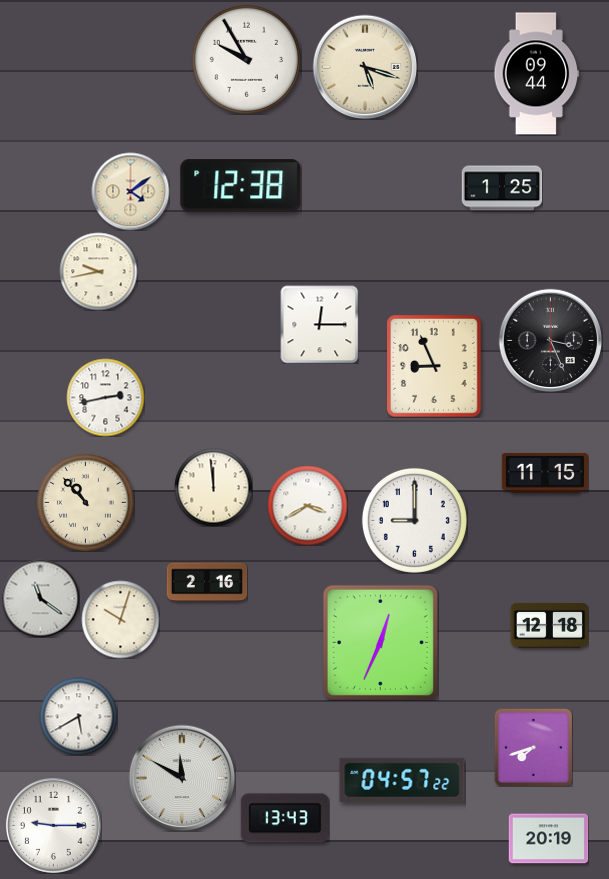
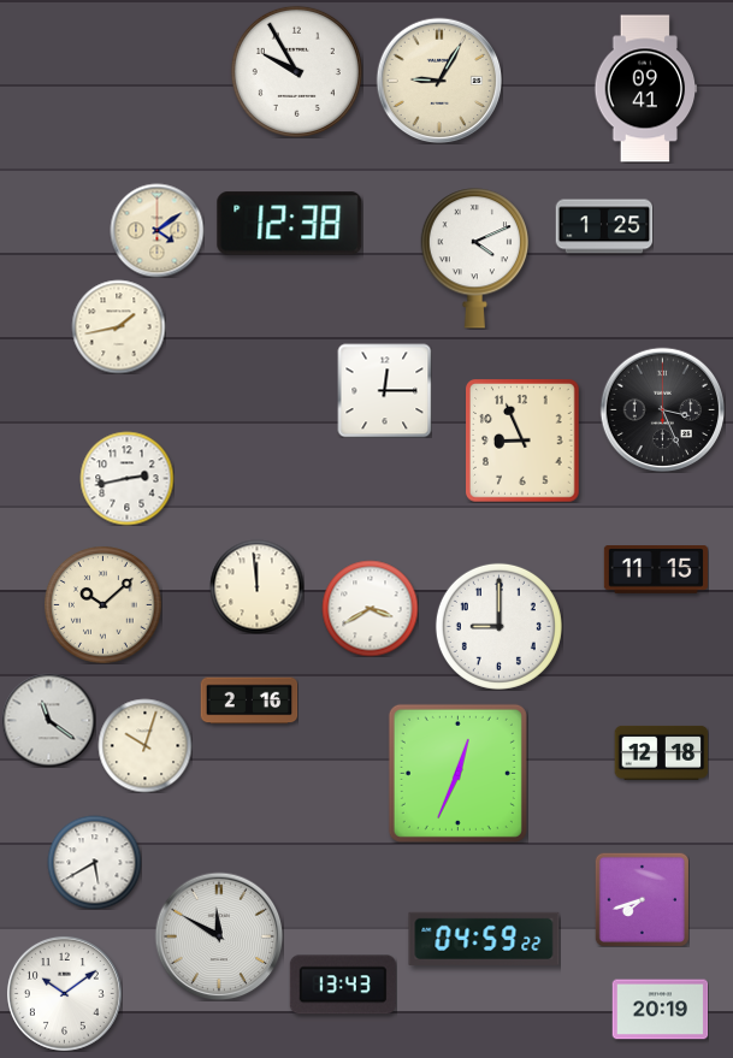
clock at (365, 67): 5:18 -> 9:05
clock at (537, 74): 09:44 -> 09:41
clock at (474, 259): none -> 4:11
clock at (98, 271): 9:43 -> 1:43
clock at (86, 503): 10:53 -> 10:08
clock at (402, 780): 04:57 -> 04:59
clock at (53, 825): 9:15 -> 10:09
